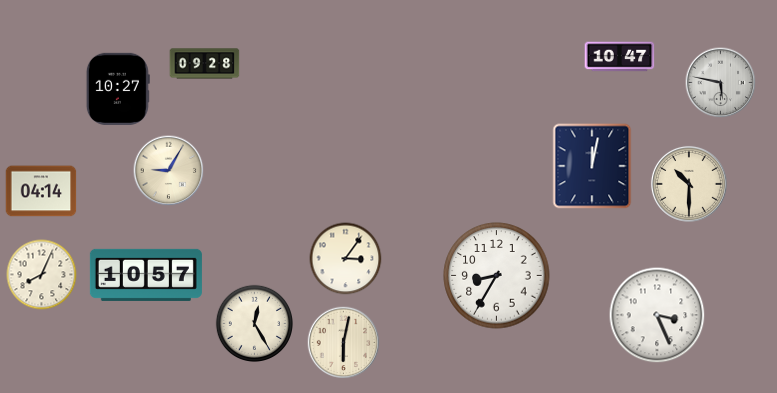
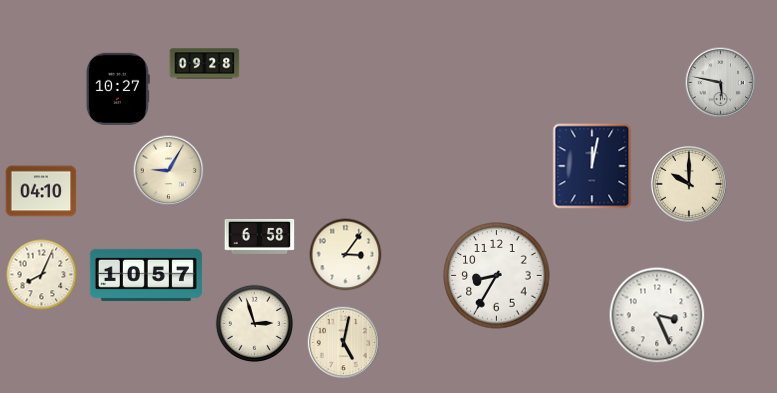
clock at (620, 57): 10:47 -> none
clock at (689, 184): 10:30 -> 10:00
clock at (41, 191): 04:14 -> 04:10
clock at (260, 236): none -> 6:58
clock at (346, 259) position: (346, 259) -> (346, 255)
clock at (254, 323): 12:25 -> 2:57
clock at (344, 343): 6:02 -> 5:02
